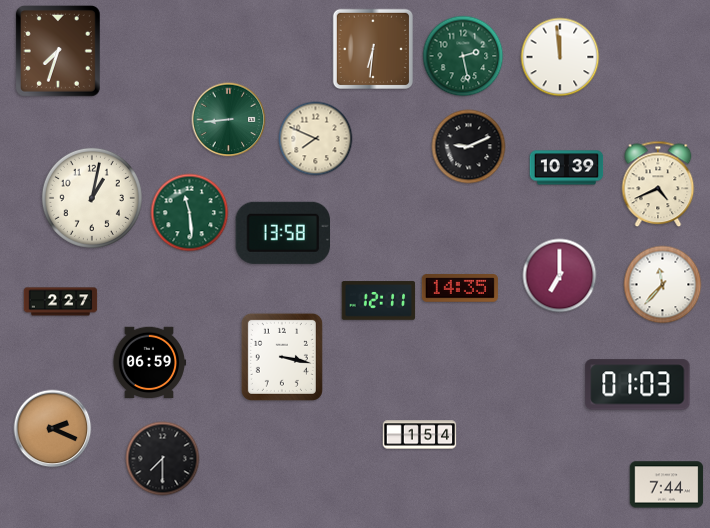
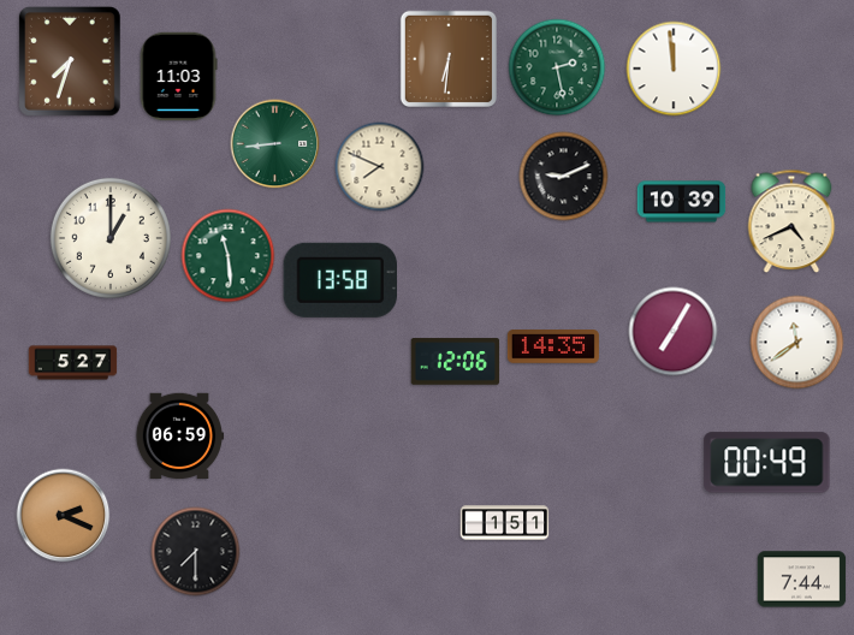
clock at (178, 77): none -> 11:03
clock at (92, 198): 1:02 -> 1:00
clock at (560, 276): 7:00 -> 7:05
clock at (663, 285): 11:37 -> 11:39
clock at (379, 301): 12:11 -> 12:06
clock at (61, 302): 2:27 -> 5:27
clock at (282, 357): 3:17 -> none
clock at (638, 385): 01:03 -> 00:49
clock at (420, 435): 1:54 -> 1:51
clock at (667, 485) position: (667, 485) -> (802, 580)
